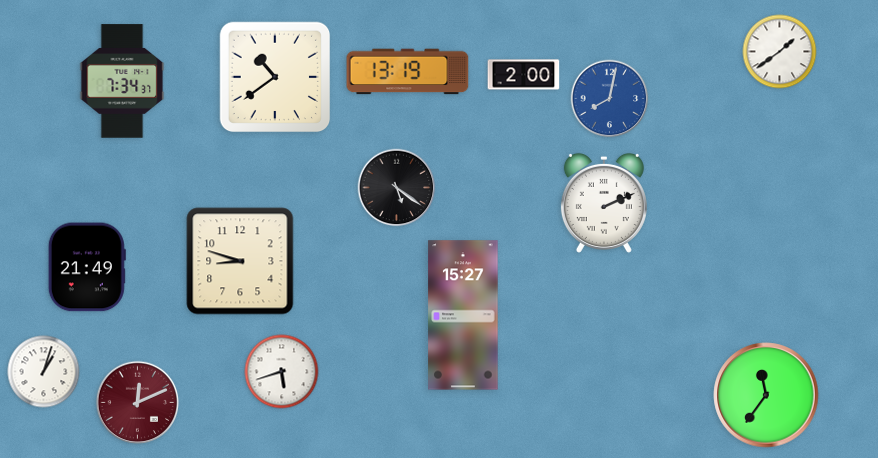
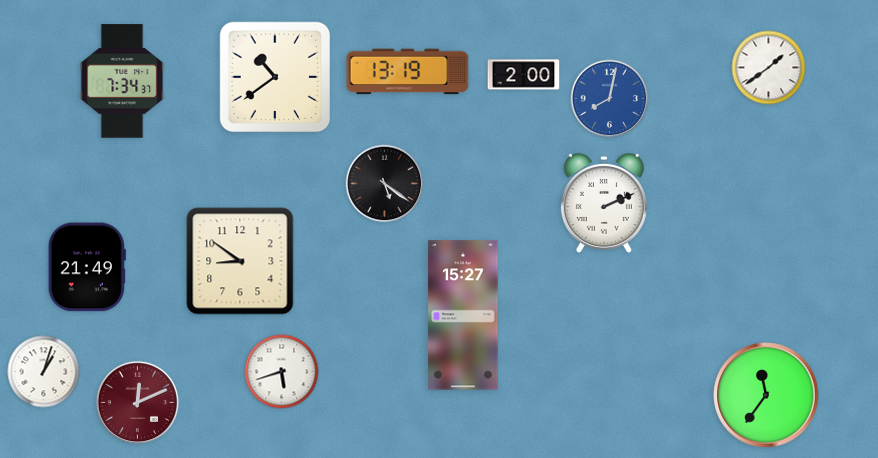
clock at (780, 52) position: (780, 52) -> (769, 68)
clock at (397, 188) position: (397, 188) -> (385, 184)
clock at (240, 261): 8:48 -> 8:51
